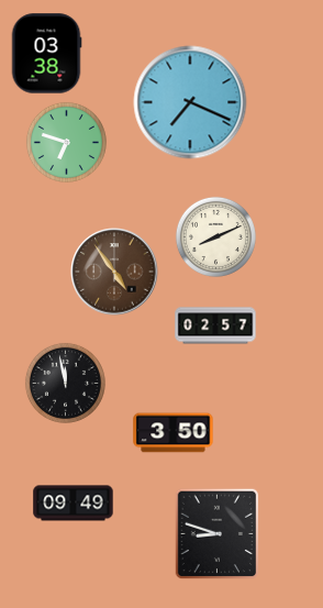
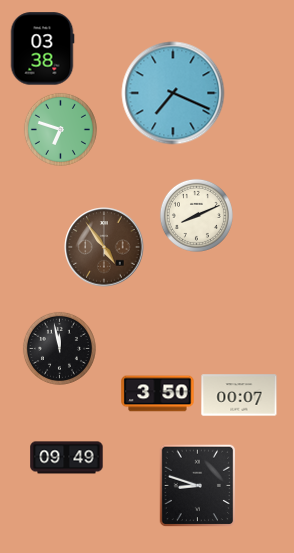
clock at (215, 325): 02:57 -> none
clock at (239, 395): none -> 00:07
